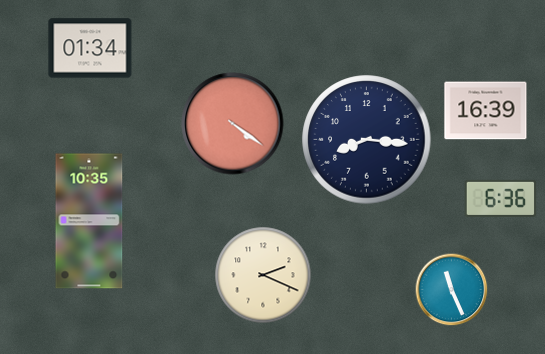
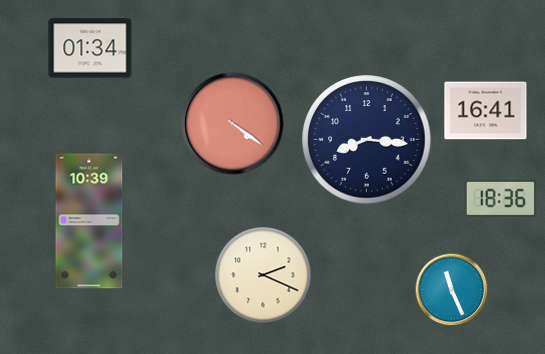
clock at (486, 111): 16:39 -> 16:41
clock at (501, 198): 6:36 -> 18:36
clock at (89, 221): 10:35 -> 10:39
